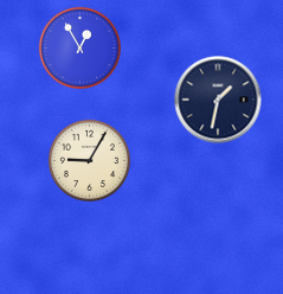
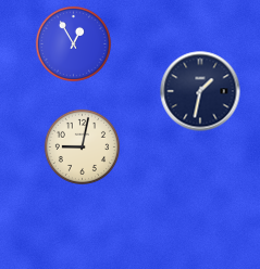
clock at (89, 160): 9:05 -> 9:02
